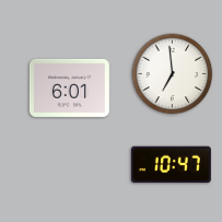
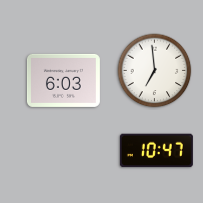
clock at (173, 74) position: (173, 74) -> (155, 71)
clock at (69, 87): 6:01 -> 6:03
